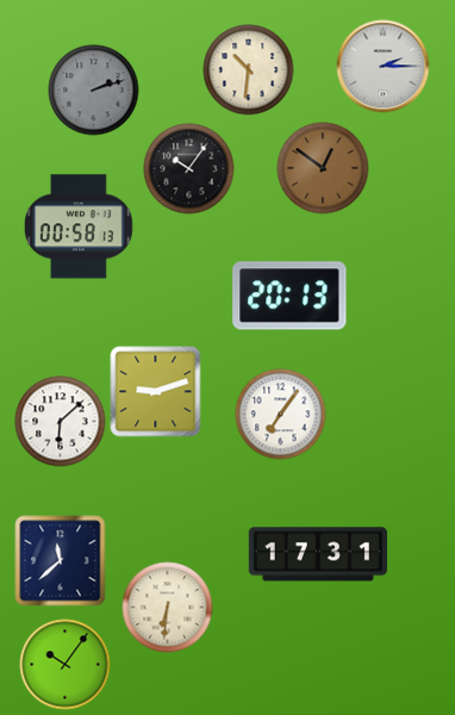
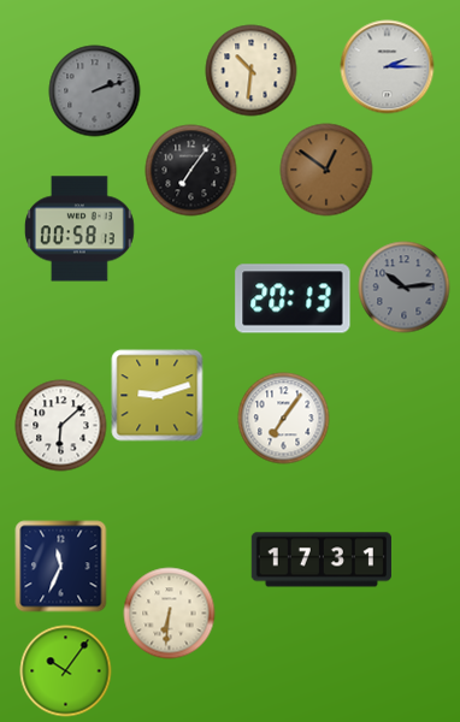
clock at (189, 169): 10:06 -> 7:06
clock at (405, 288): none -> 10:14
clock at (61, 561): 11:38 -> 11:34
